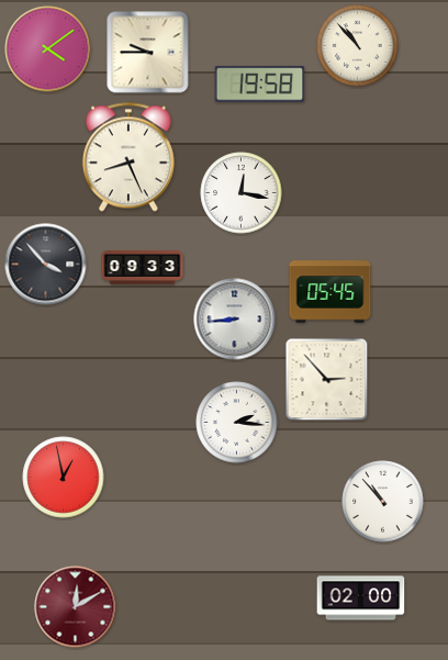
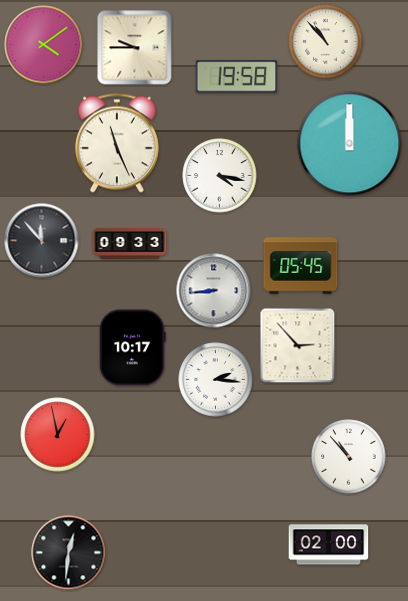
clock at (128, 157): 8:26 -> 11:26
clock at (350, 144): none -> 12:00
clock at (242, 193): 12:17 -> 4:17
clock at (46, 265): 3:53 -> 11:53
clock at (132, 348): none -> 10:17
clock at (237, 423) position: (237, 423) -> (216, 380)
clock at (76, 607): 12:10 -> 12:31
clock at (76, 607) dial: burgundy -> black
